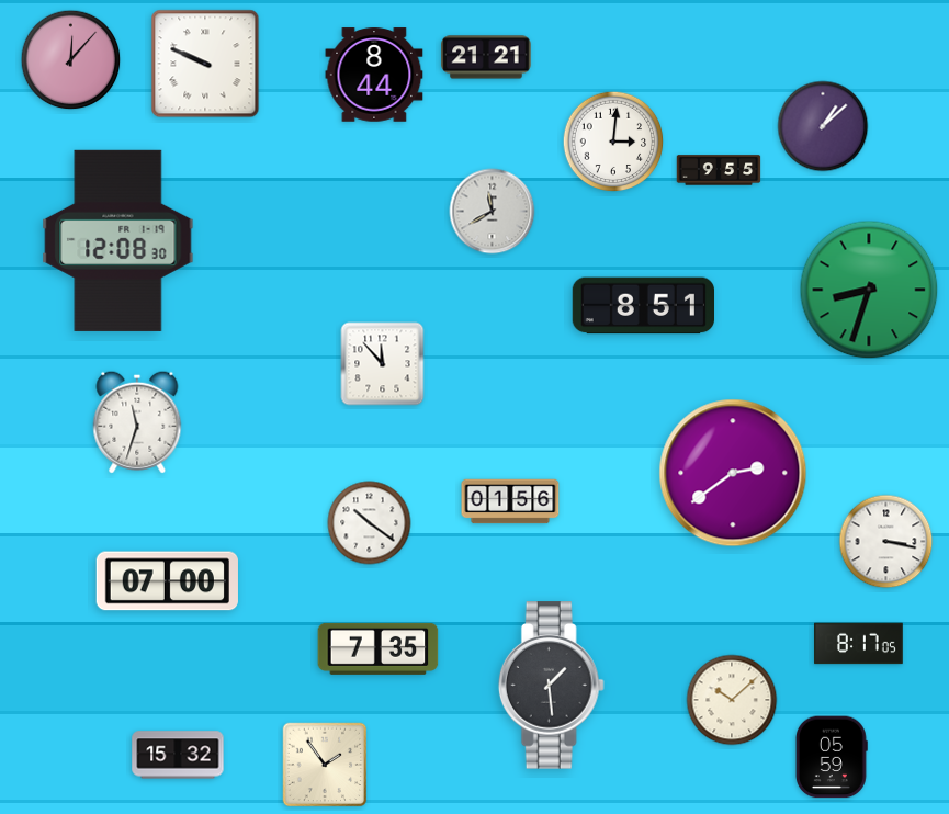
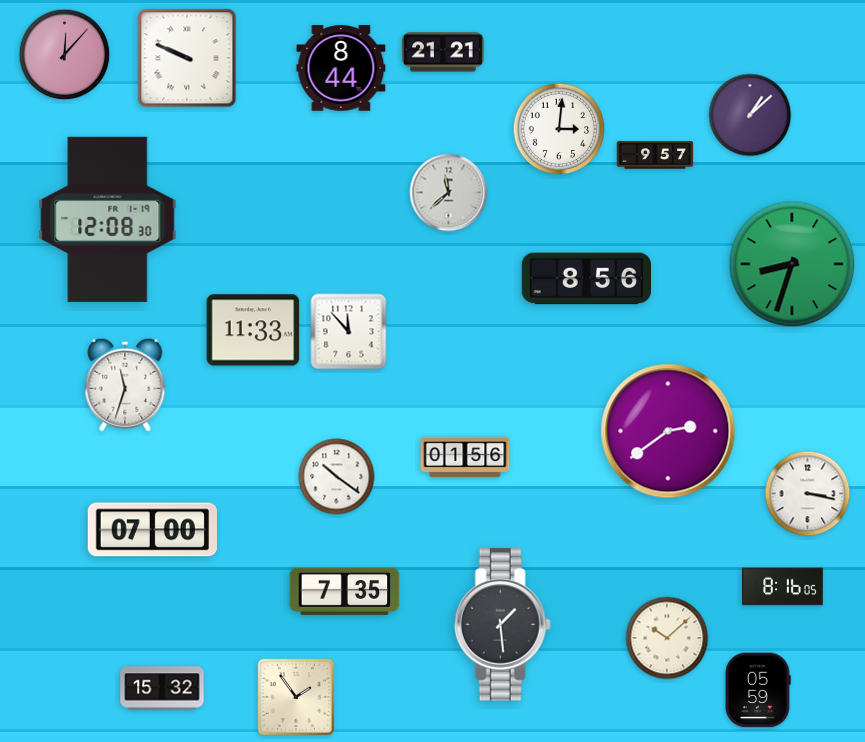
clock at (719, 170): 9:55 -> 9:57
clock at (493, 212): 11:40 -> 11:38
clock at (643, 306): 8:51 -> 8:56
clock at (253, 330): none -> 11:33
clock at (859, 644): 8:17 -> 8:16
